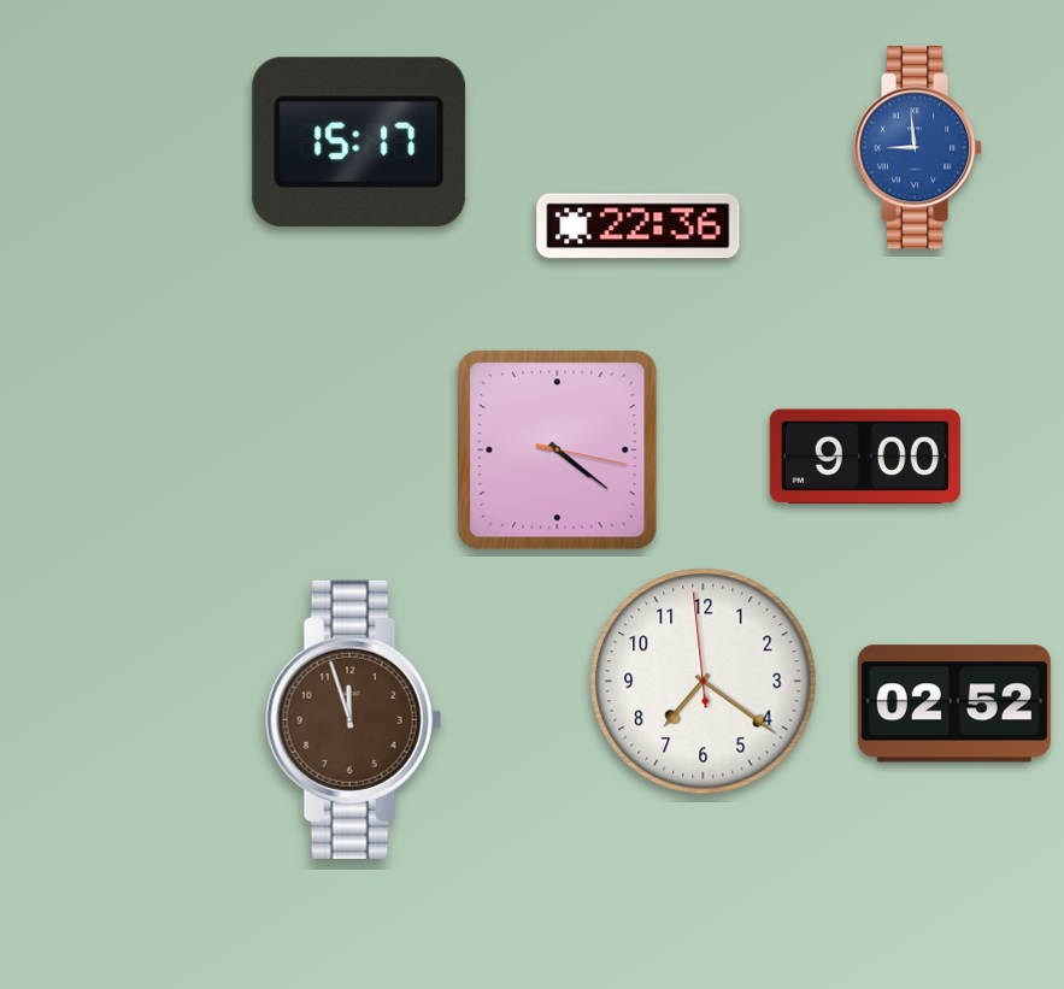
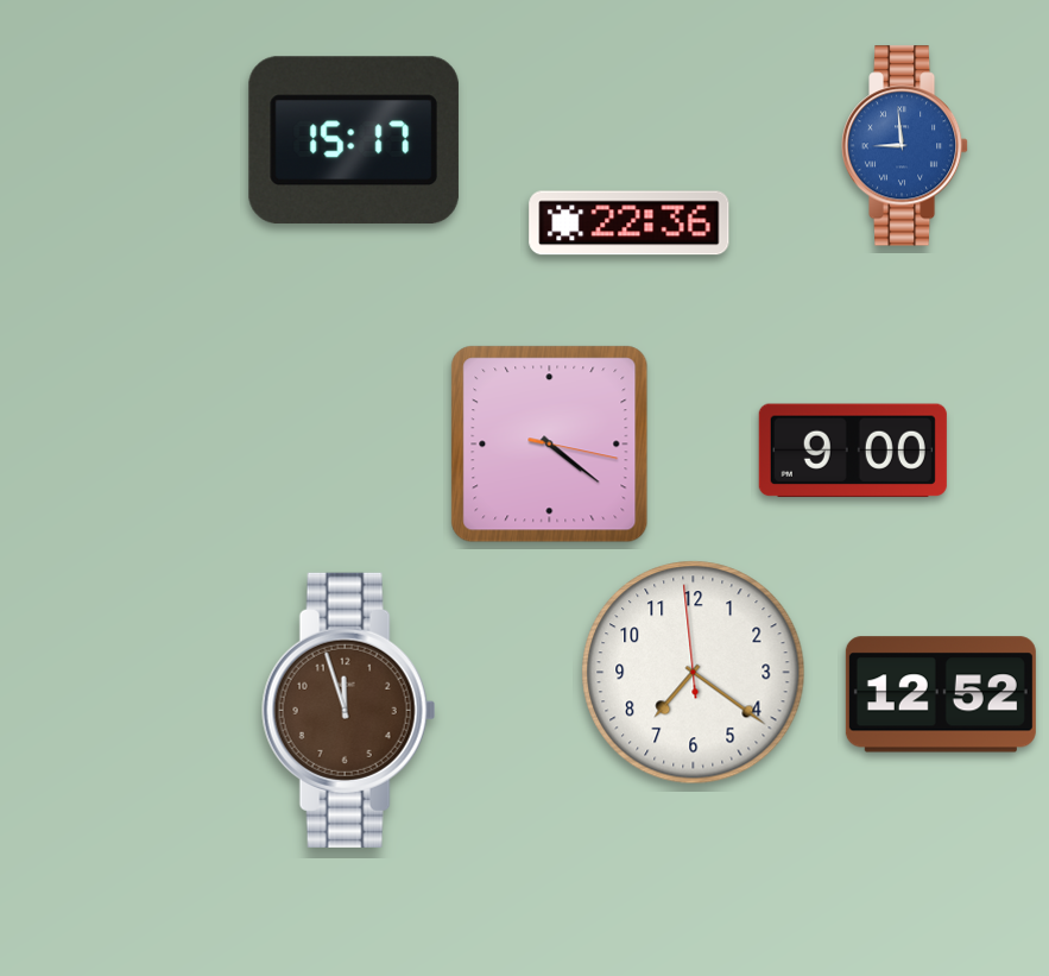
clock at (954, 704): 02:52 -> 12:52
